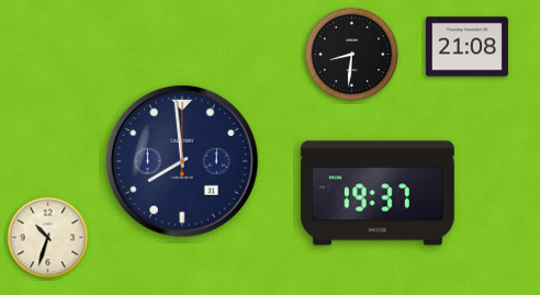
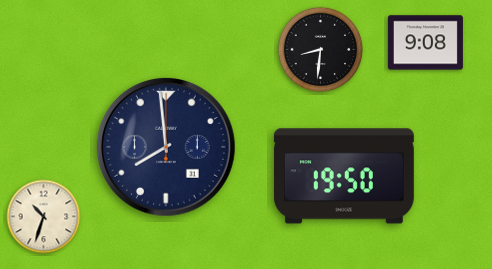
clock at (466, 47): 21:08 -> 9:08
clock at (378, 193): 19:37 -> 19:50
